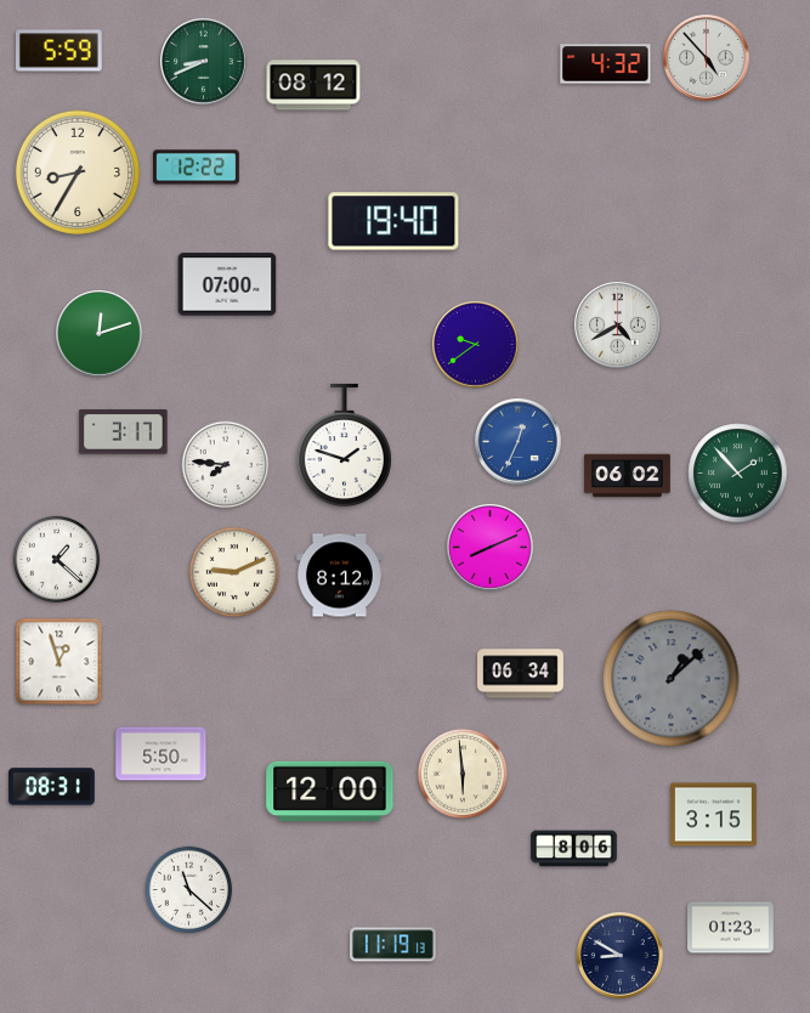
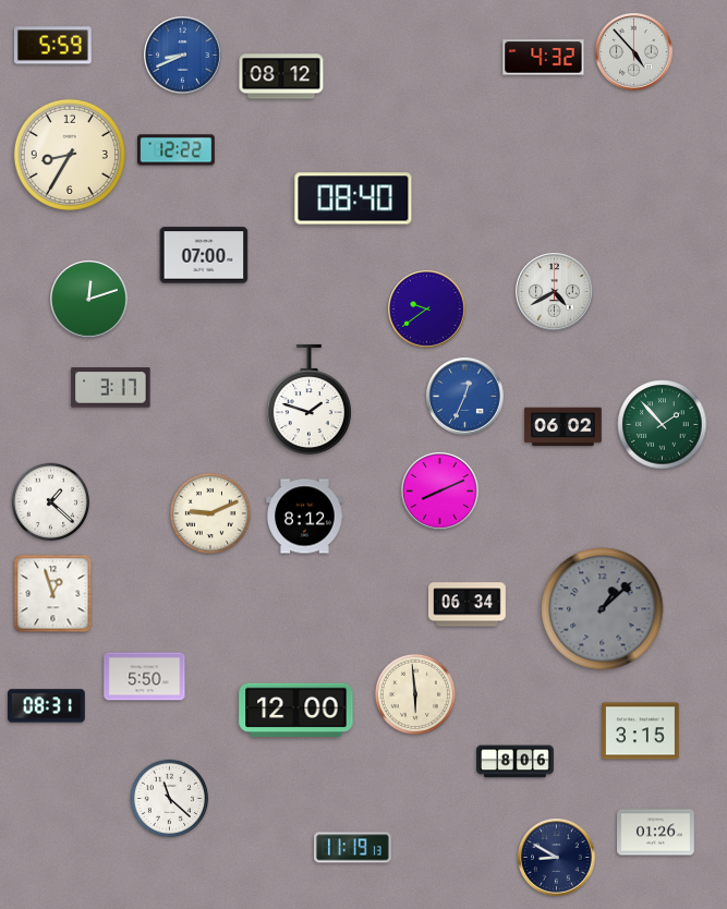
clock at (204, 62) dial: green -> blue
clock at (393, 221): 19:40 -> 08:40
clock at (226, 465): 7:46 -> none
clock at (731, 928): 01:23 -> 01:26
